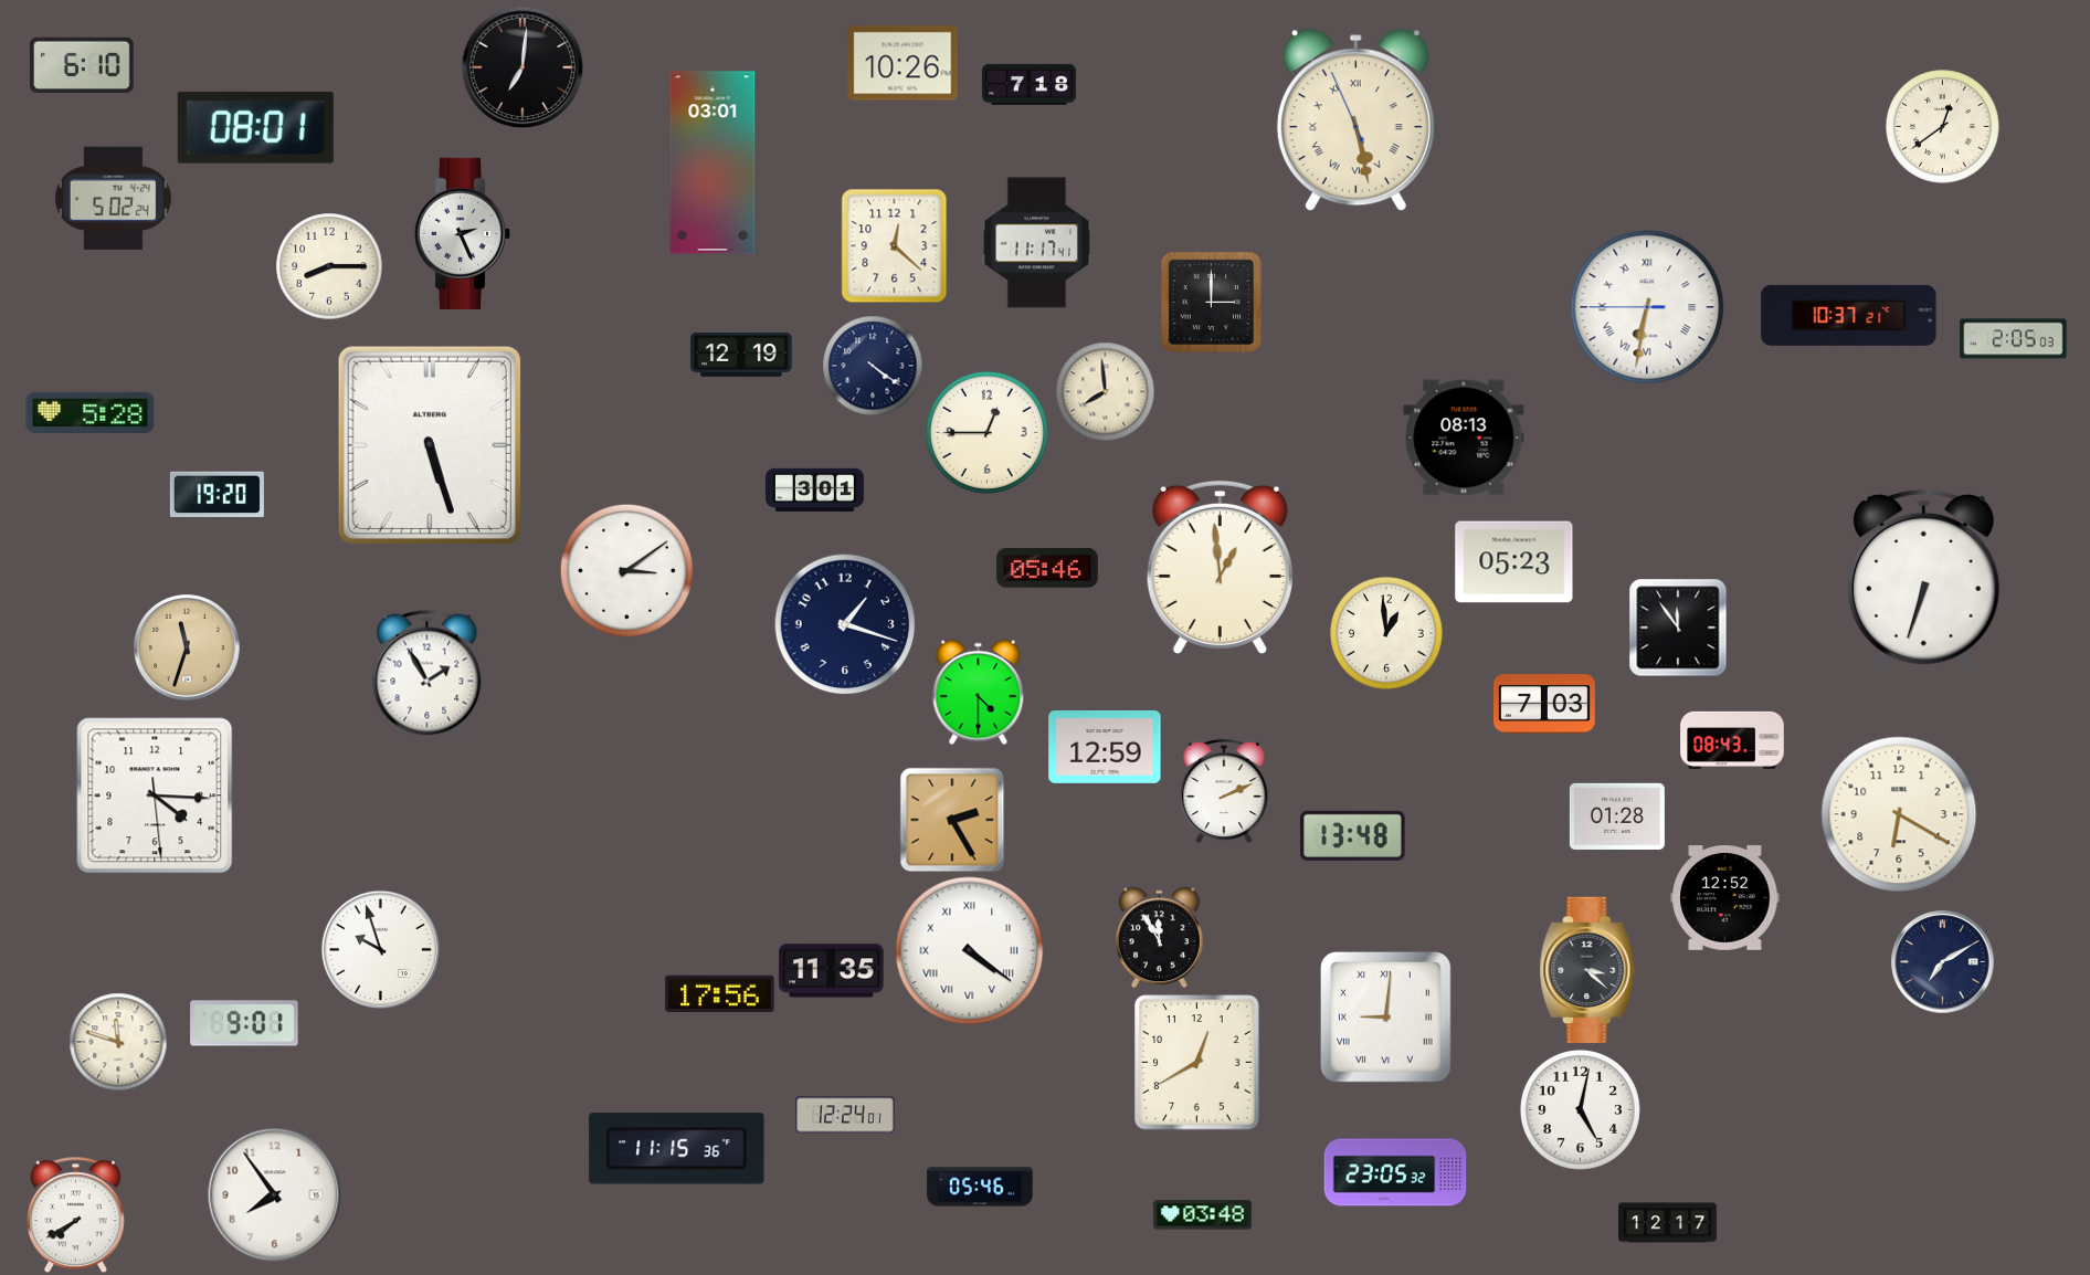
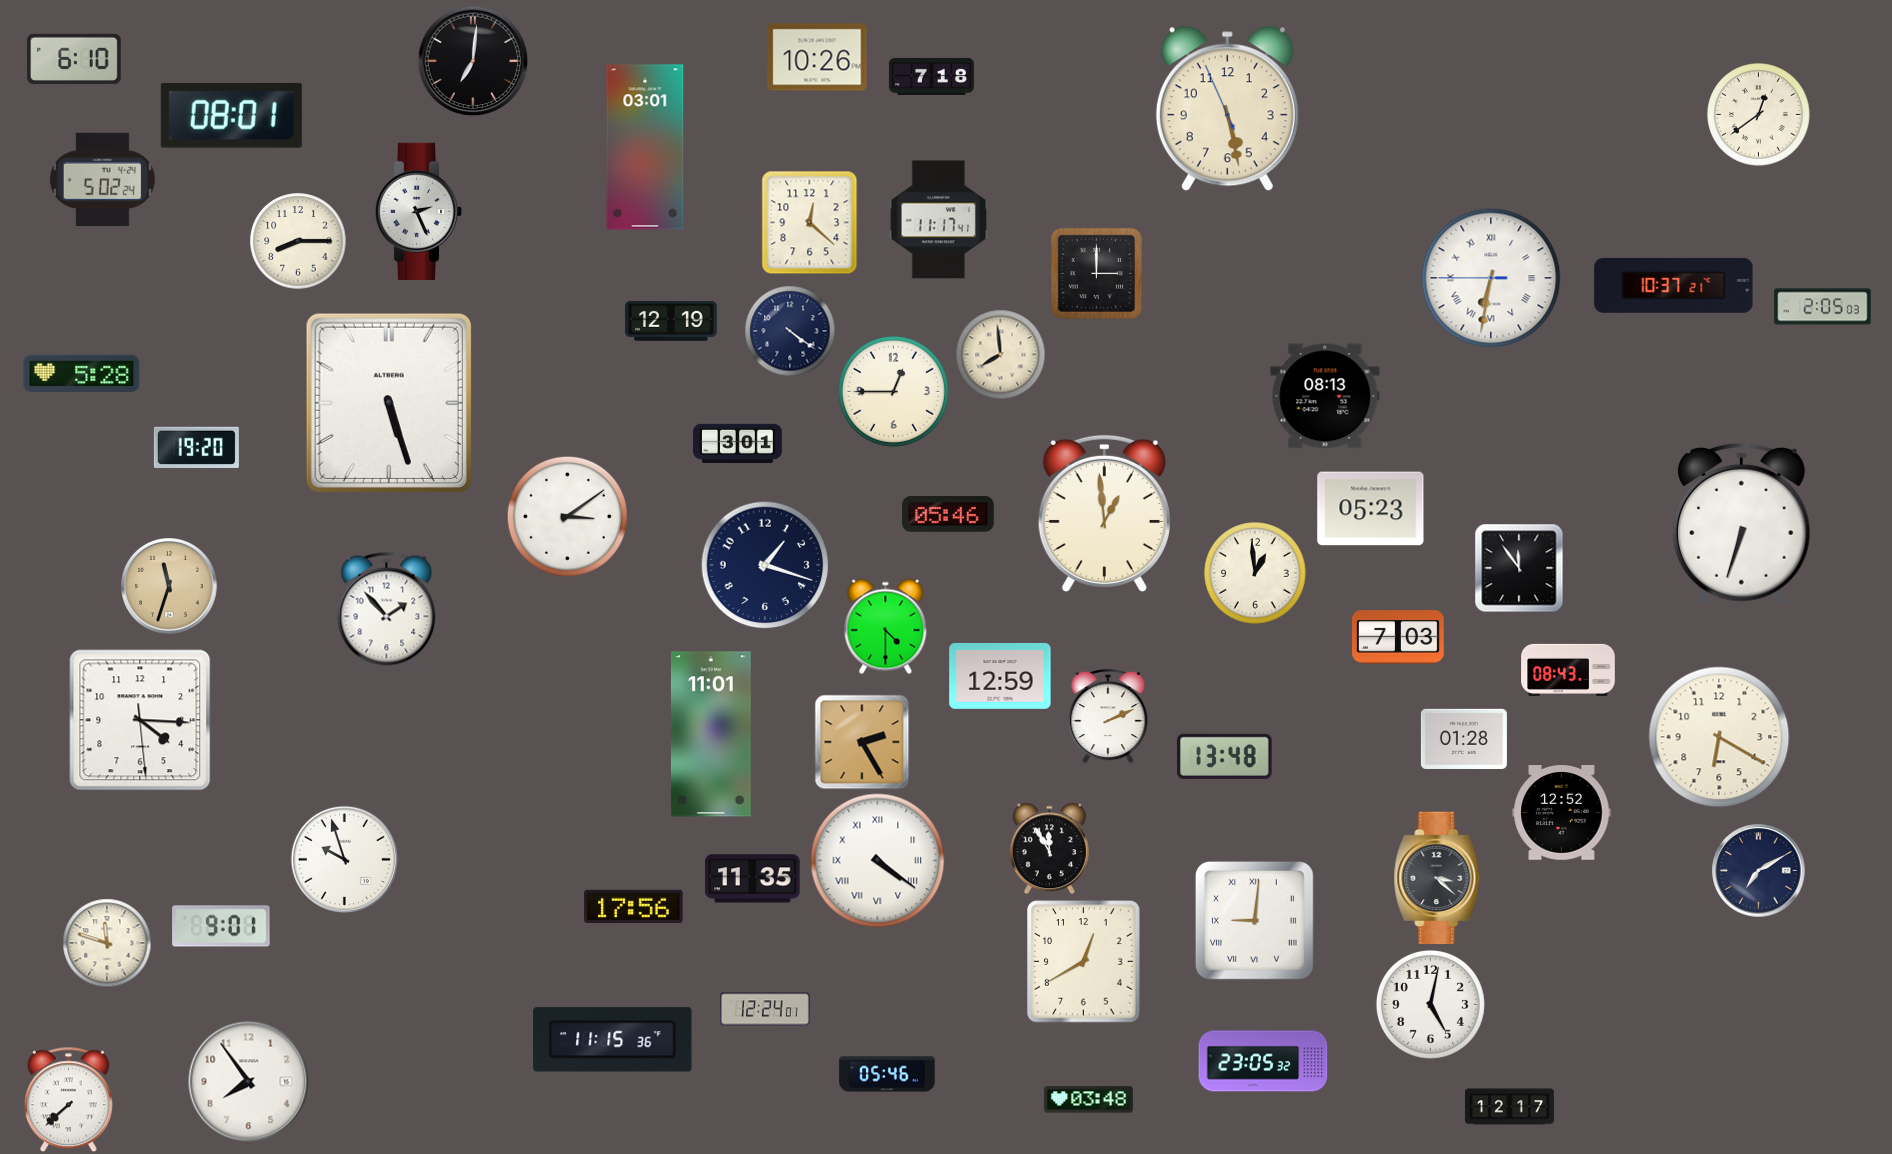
clock at (1355, 120) numerals: Roman -> Arabic
clock at (427, 674): 1:55 -> 1:53
clock at (711, 734): none -> 11:01
clock at (720, 993) position: (720, 993) -> (634, 906)
clock at (75, 1214): 7:40 -> 7:38
